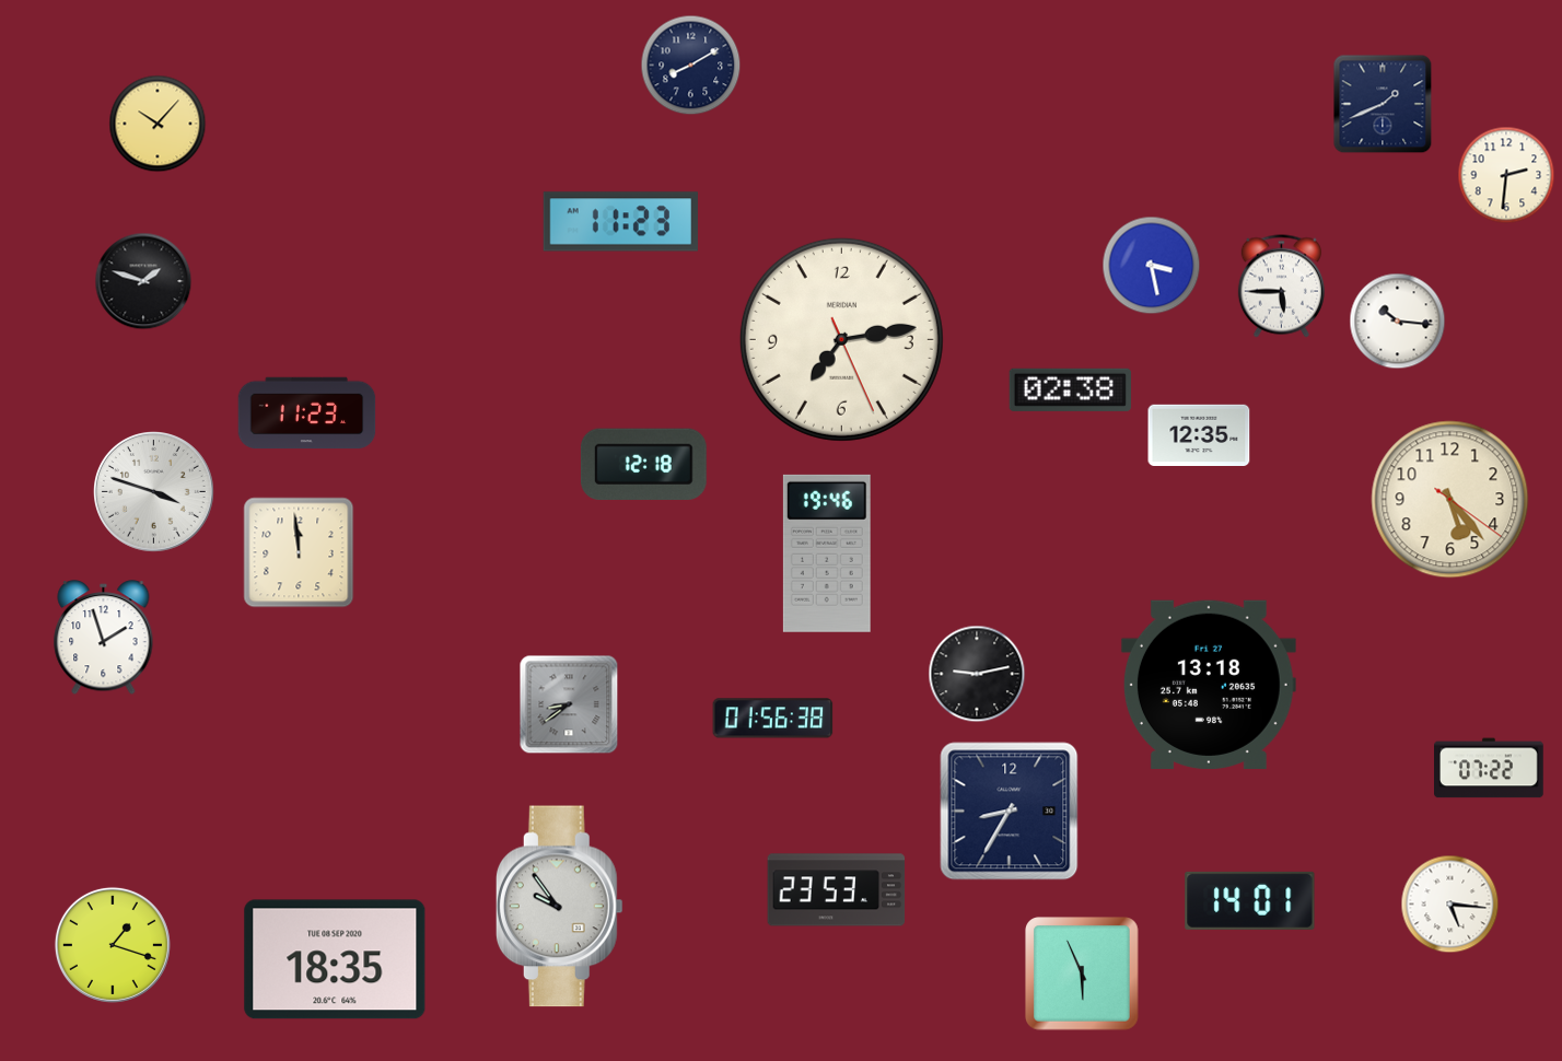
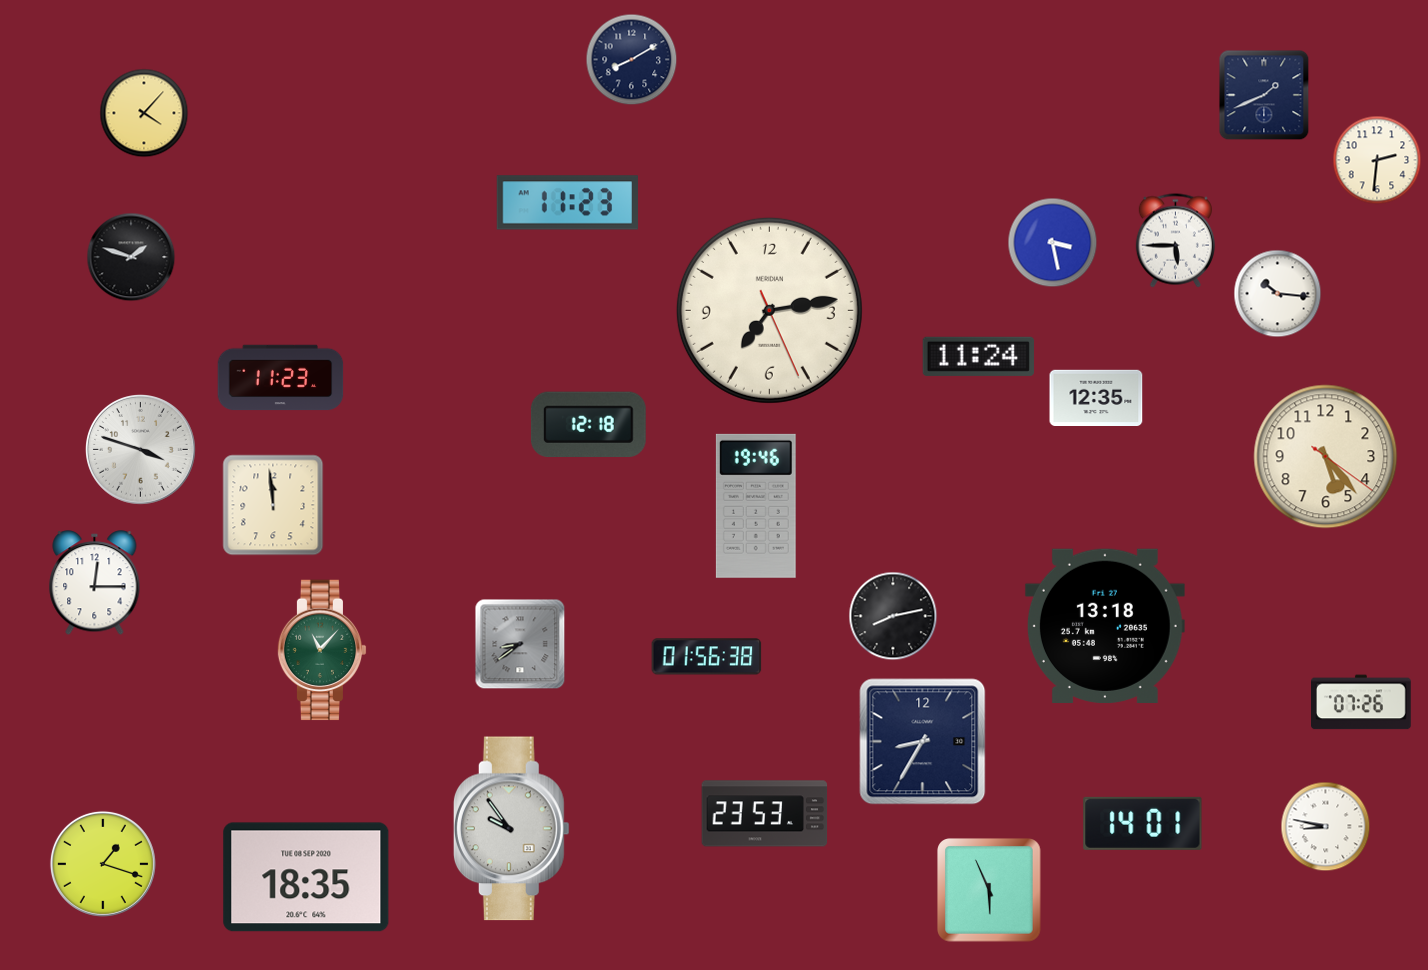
clock at (158, 124): 10:07 -> 4:07
clock at (1281, 287) position: (1281, 287) -> (1175, 241)
clock at (1070, 389): 02:38 -> 11:24
clock at (104, 638): 1:57 -> 12:15
clock at (977, 674): 9:13 -> 8:13
clock at (322, 650): none -> 11:07
clock at (1490, 768): 07:22 -> 07:26
clock at (1450, 905): 5:16 -> 8:47
